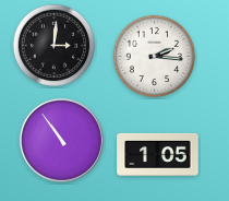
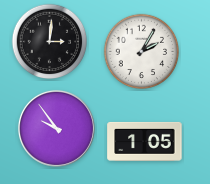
clock at (155, 57): 2:16 -> 2:05
clock at (61, 140): 10:54 -> 9:54
